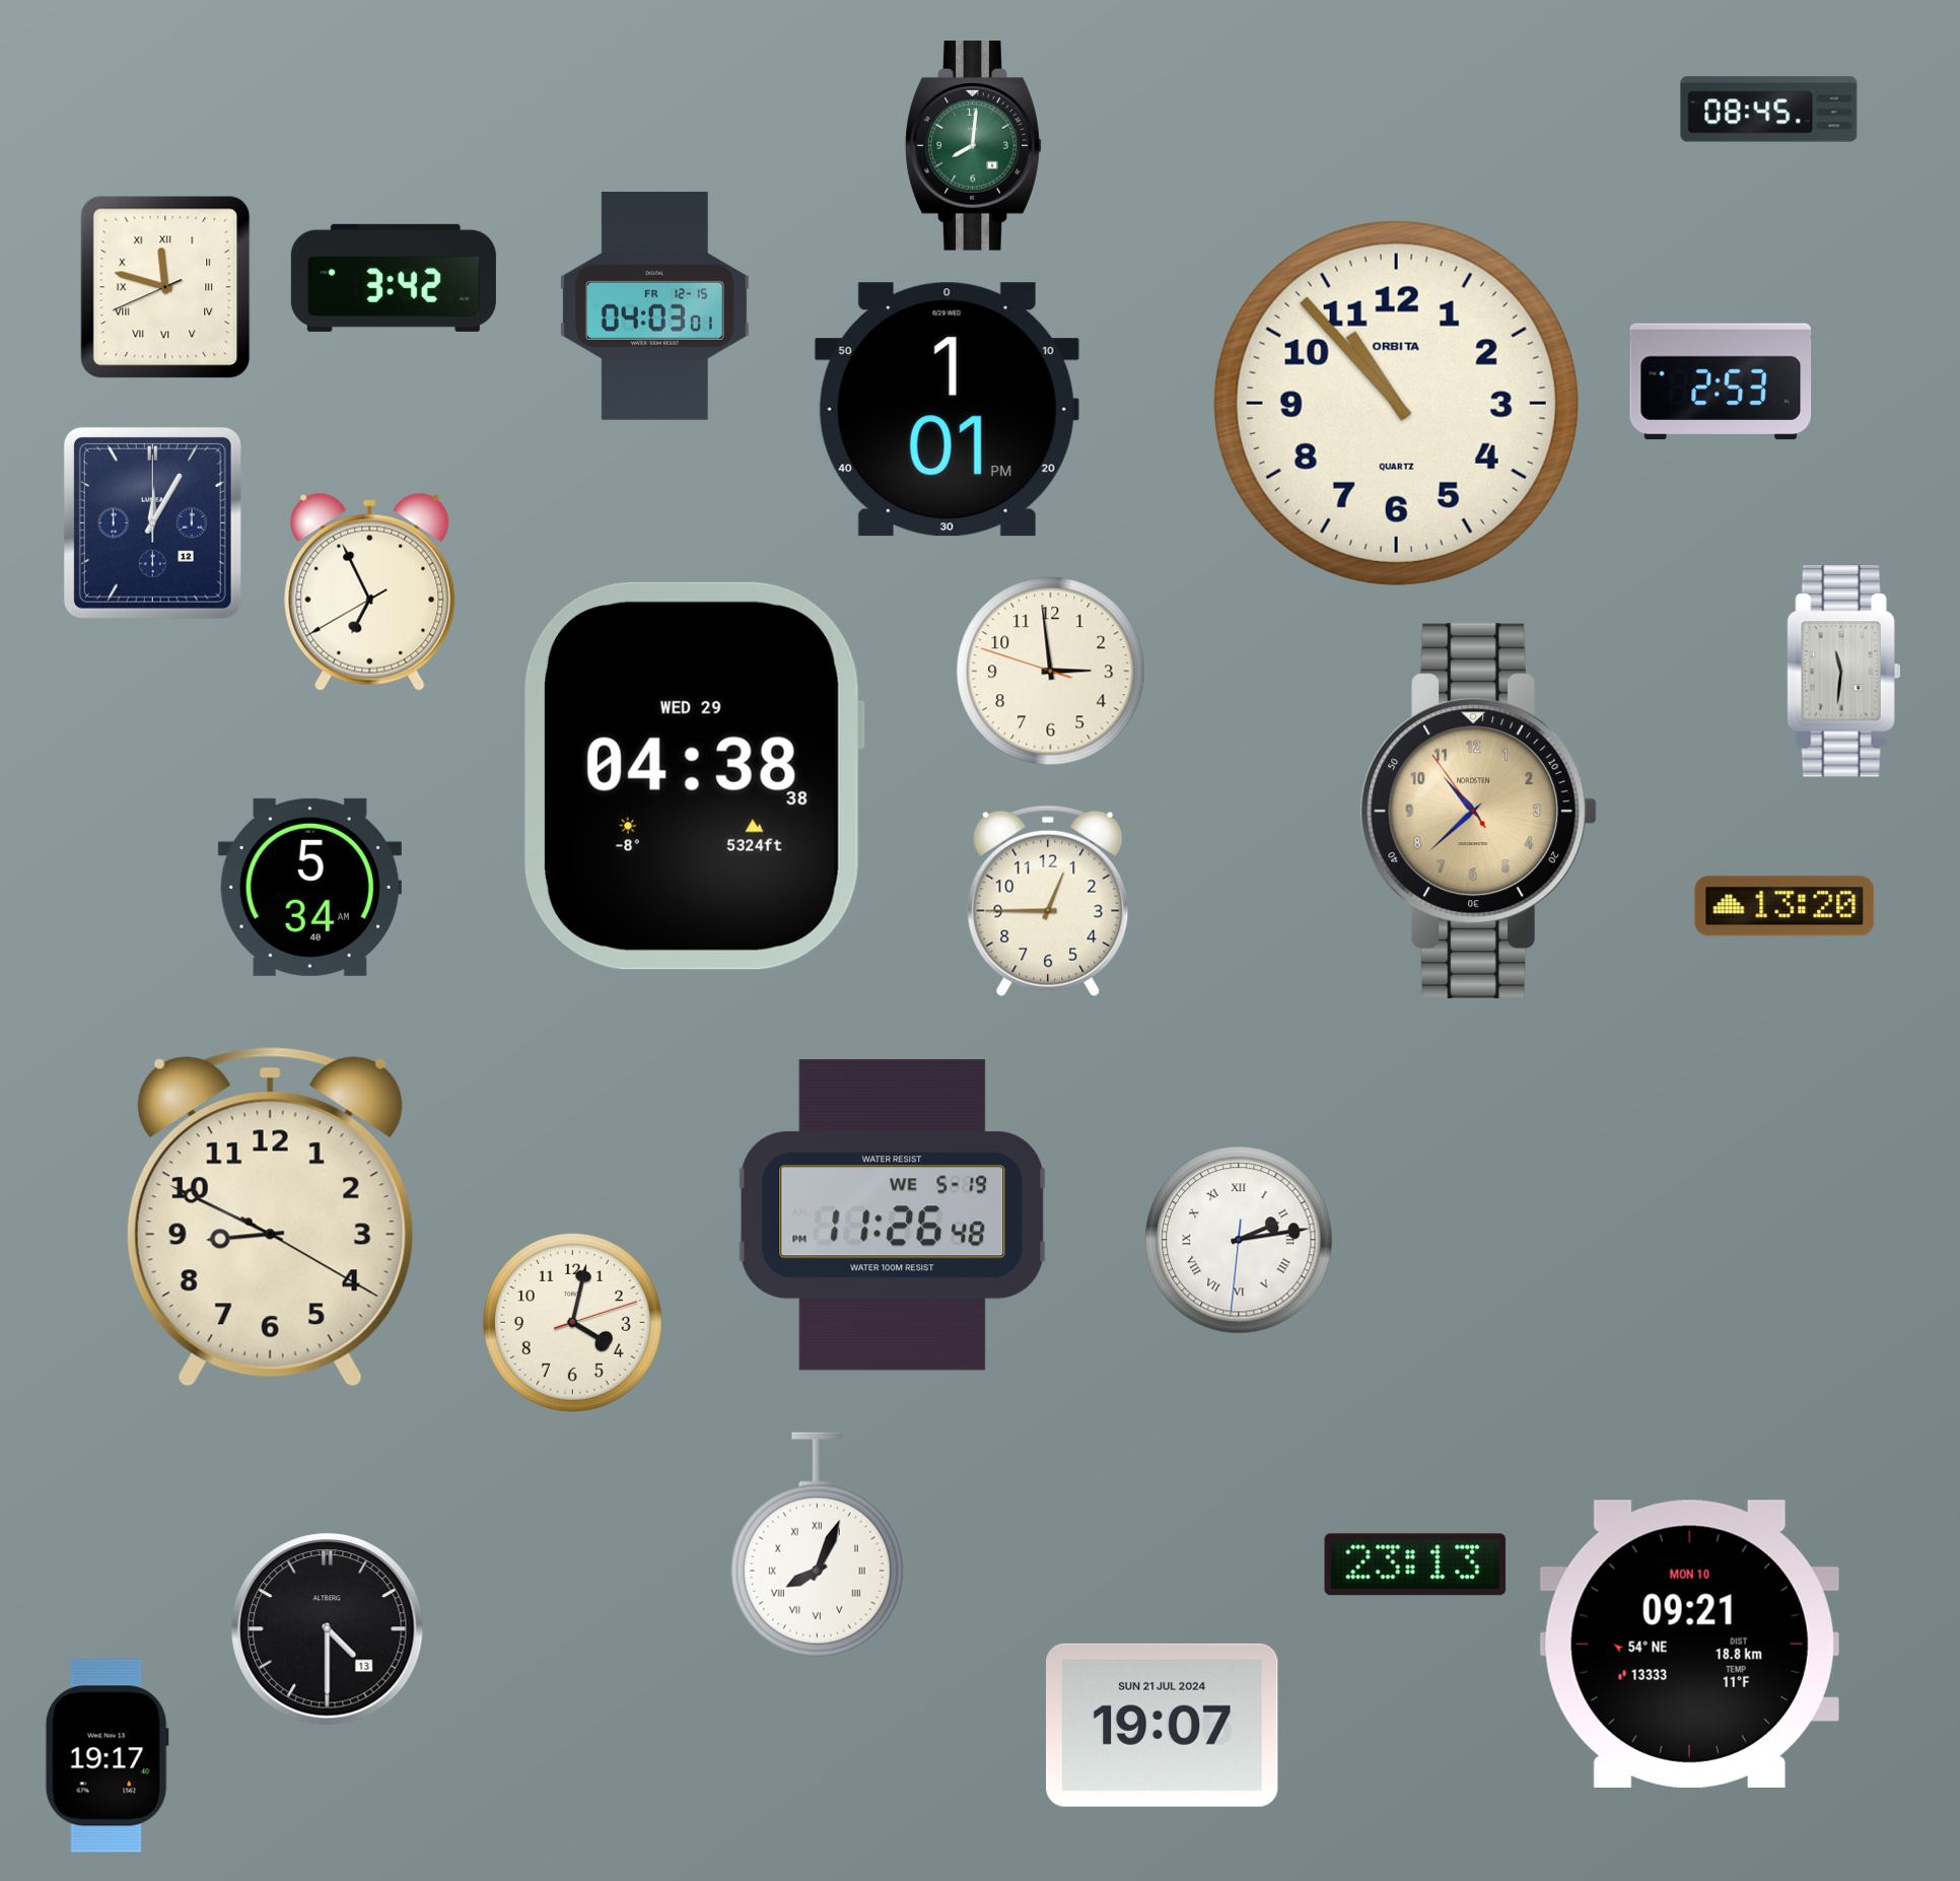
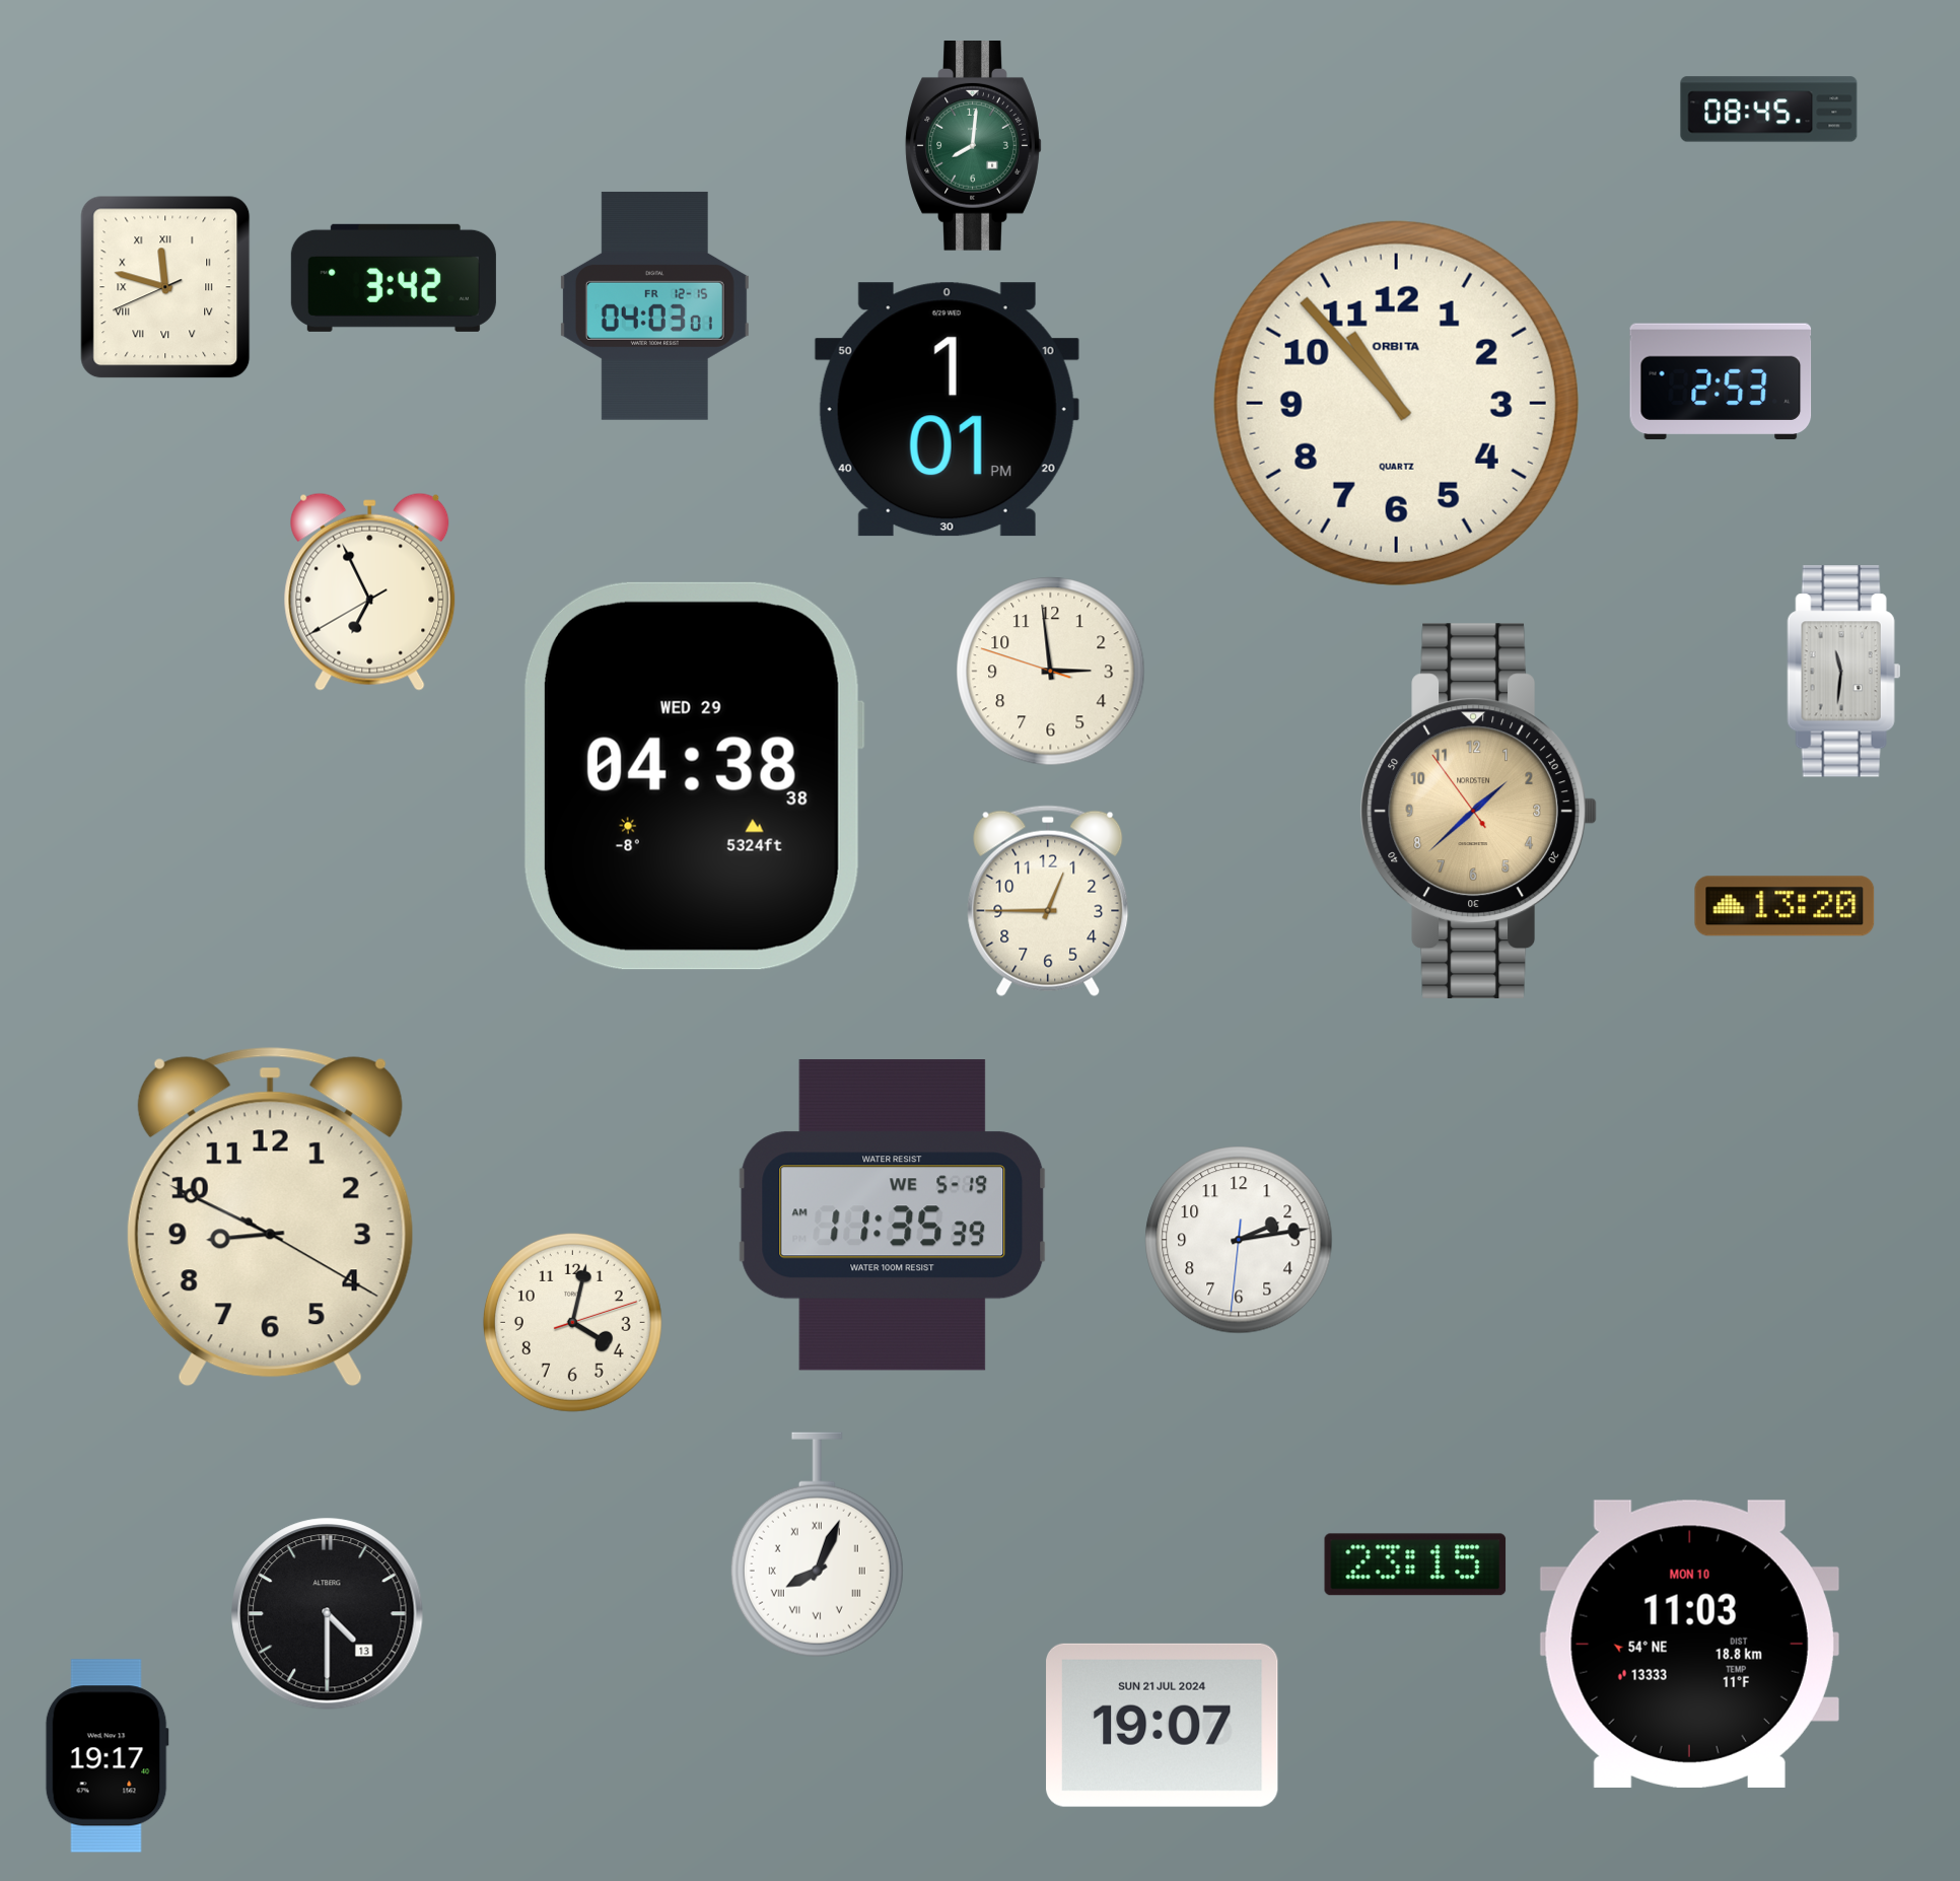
clock at (152, 522): 12:05 -> none
clock at (1478, 811): 10:37 -> 1:37
clock at (309, 887): 5:34 -> none
clock at (893, 1215): 11:26 -> 11:35
clock at (1239, 1240) numerals: Roman -> Arabic
clock at (1415, 1564): 23:13 -> 23:15
clock at (328, 1629) position: (328, 1629) -> (328, 1614)
clock at (1689, 1644): 09:21 -> 11:03
